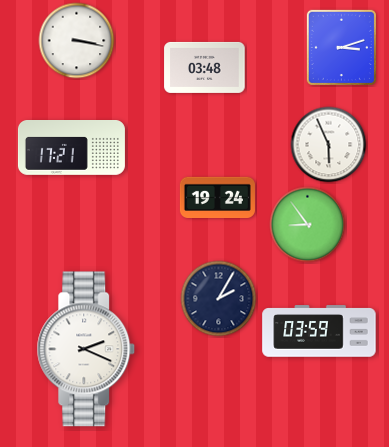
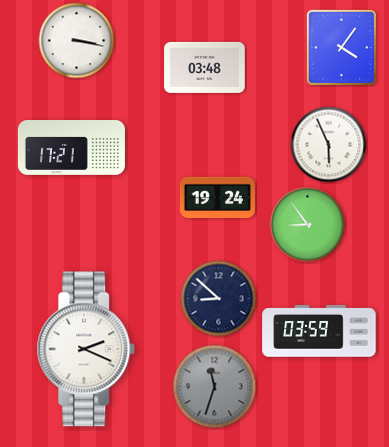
clock at (341, 47): 3:12 -> 4:06
clock at (219, 299): 2:05 -> 8:52
clock at (215, 387): none -> 11:33
